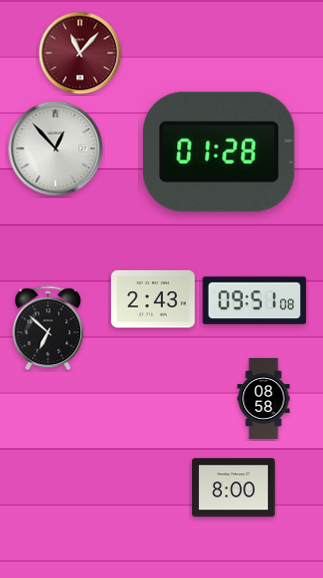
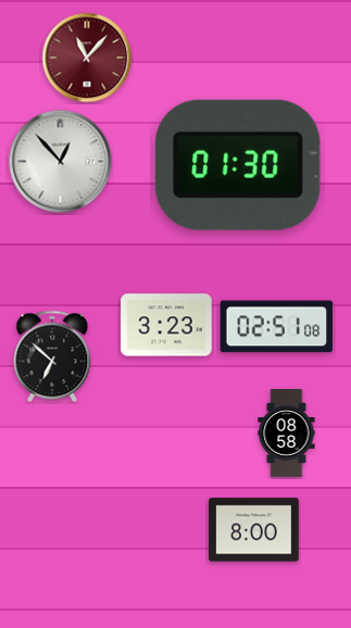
clock at (219, 152): 01:28 -> 01:30
clock at (153, 299): 2:43 -> 3:23
clock at (255, 301): 09:51 -> 02:51
